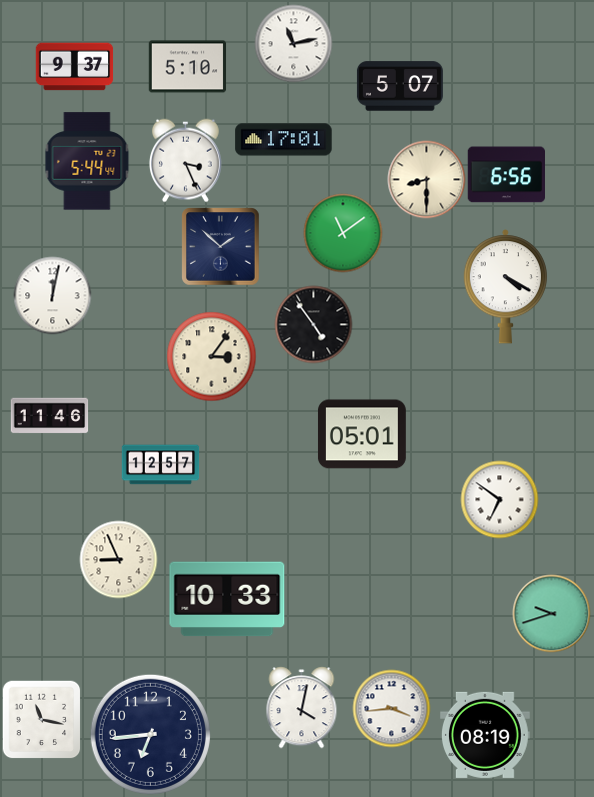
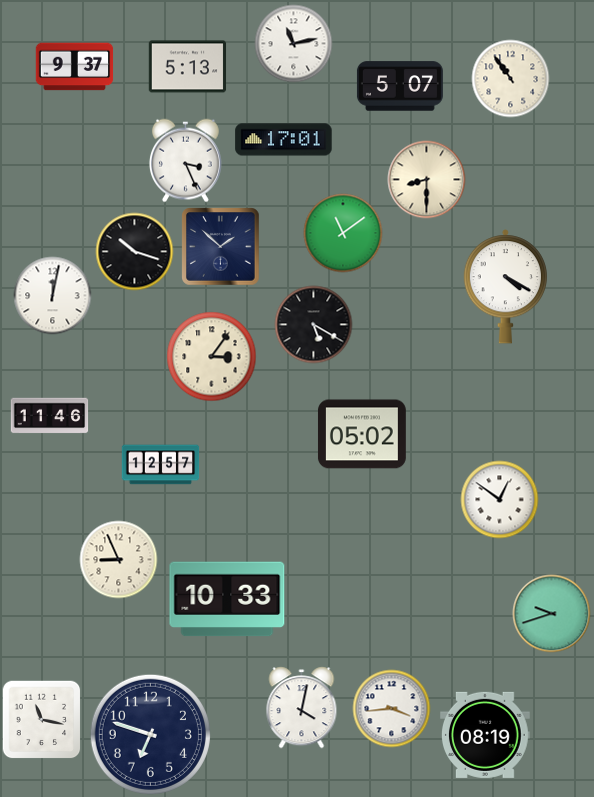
clock at (187, 67): 5:10 -> 5:13
clock at (510, 78): none -> 10:54
clock at (87, 161): 5:44 -> none
clock at (506, 175): 6:56 -> none
clock at (134, 251): none -> 10:18
clock at (313, 324): 4:54 -> 5:20
clock at (362, 434): 05:01 -> 05:02
clock at (499, 499): 6:51 -> 12:51
clock at (150, 734): 6:44 -> 6:48
